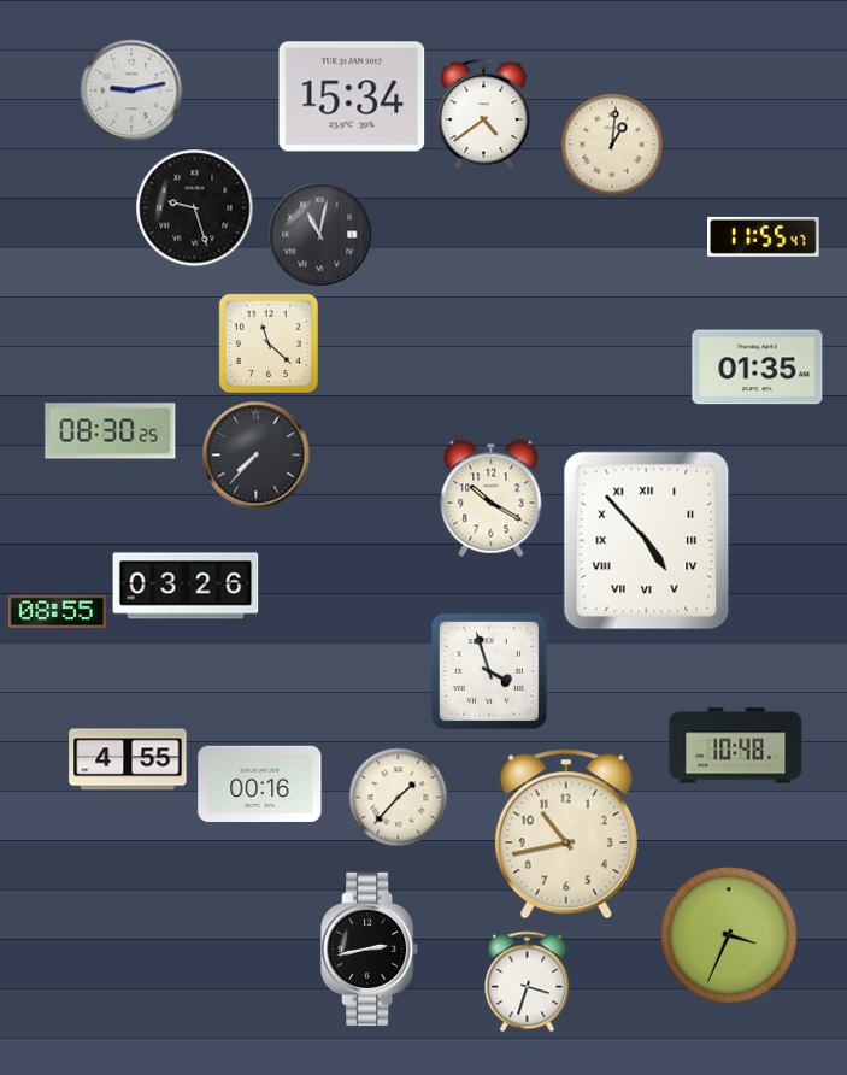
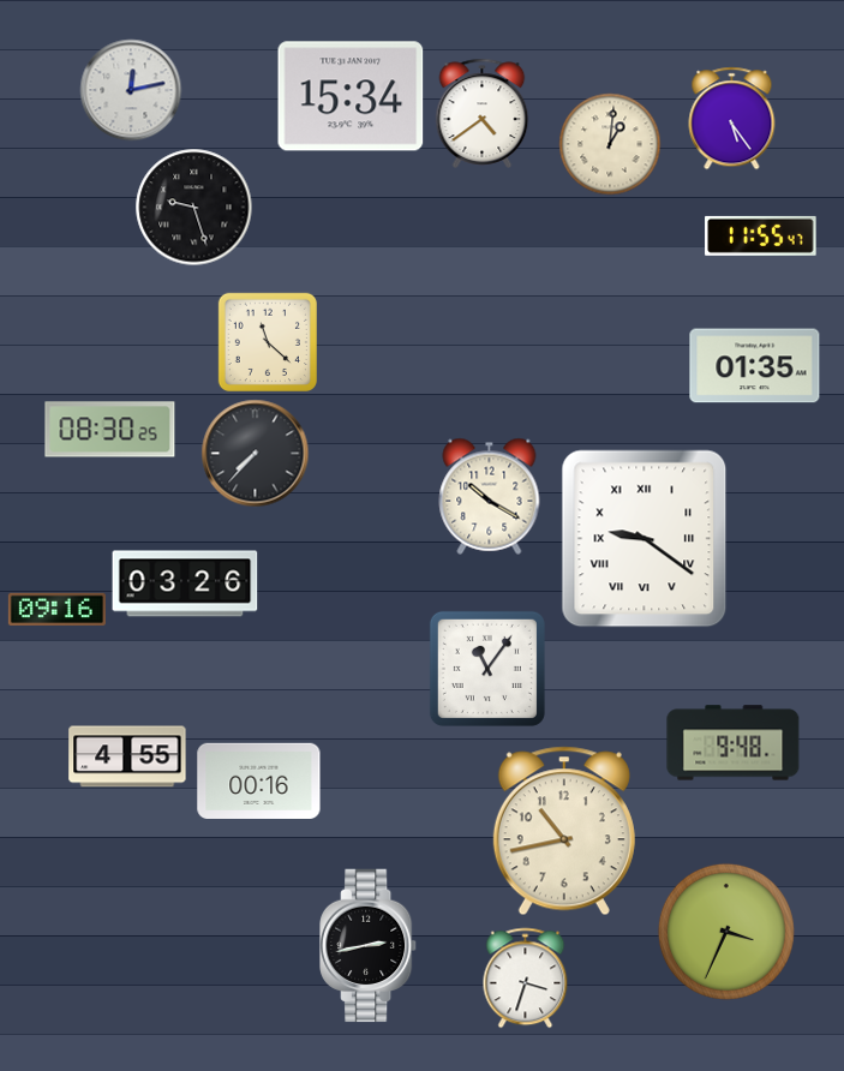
clock at (131, 90): 9:13 -> 12:13
clock at (732, 118): none -> 5:24
clock at (319, 234): 11:02 -> none
clock at (647, 541): 4:53 -> 9:21
clock at (57, 611): 08:55 -> 09:16
clock at (489, 671): 3:57 -> 11:06
clock at (736, 746): 10:48 -> 9:48
clock at (398, 797): 1:37 -> none
